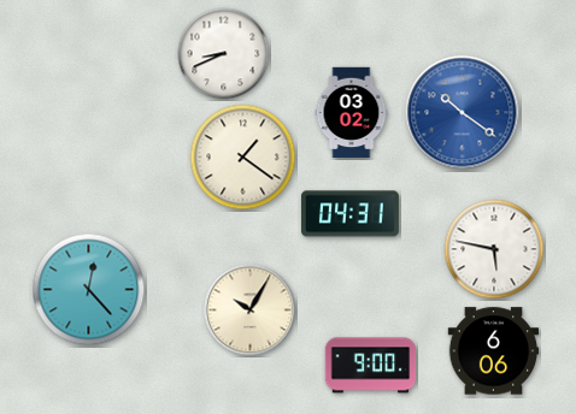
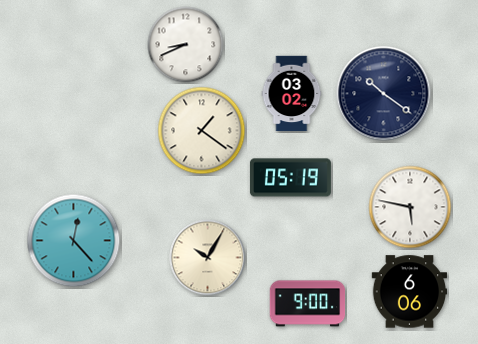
clock at (463, 113) dial: blue -> navy
clock at (349, 214): 04:31 -> 05:19
